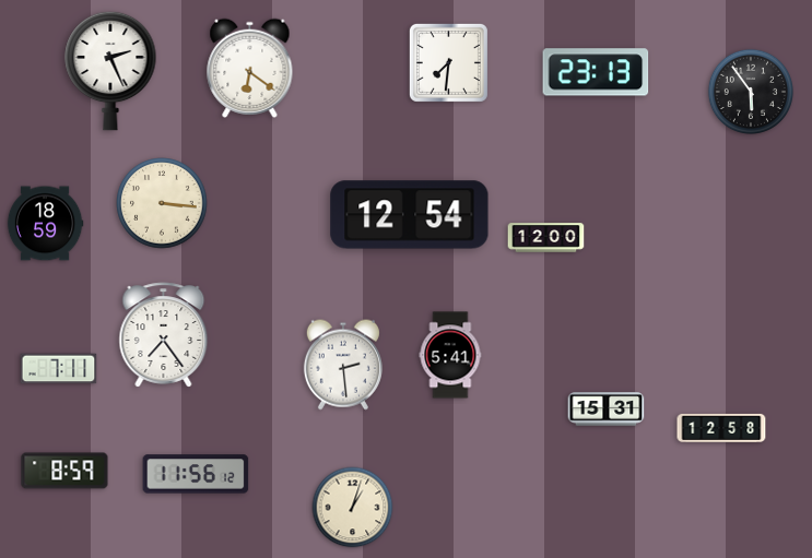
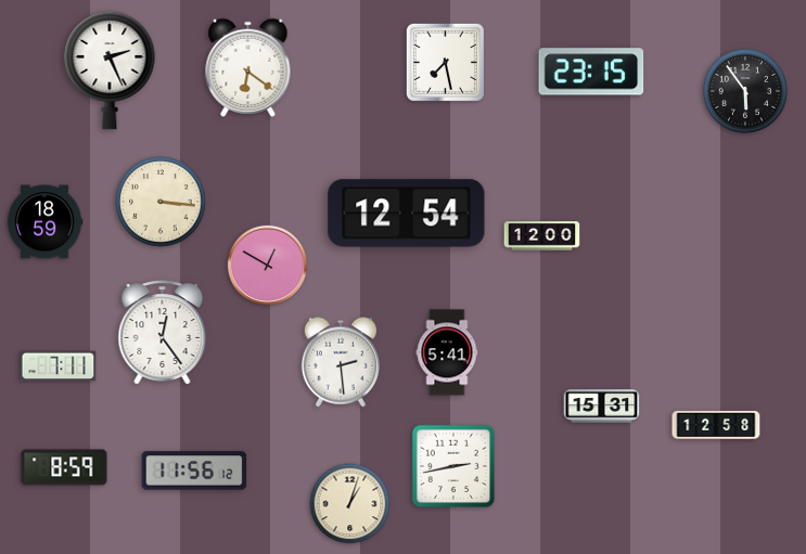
clock at (448, 62): 7:31 -> 7:28
clock at (596, 72): 23:13 -> 23:15
clock at (268, 266): none -> 12:50
clock at (164, 335): 7:24 -> 12:24
clock at (453, 466): none -> 2:43
